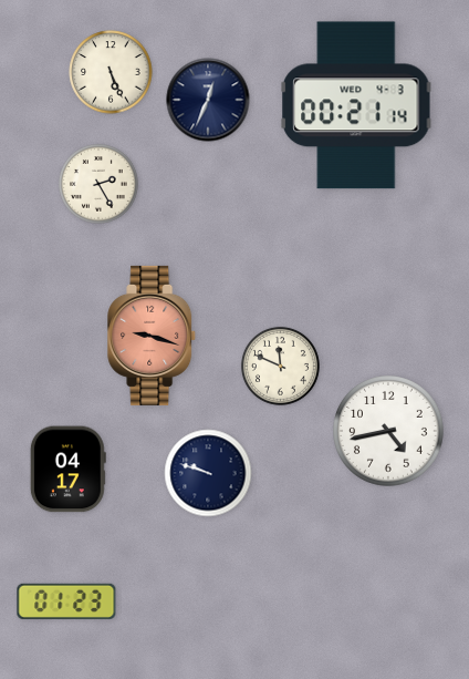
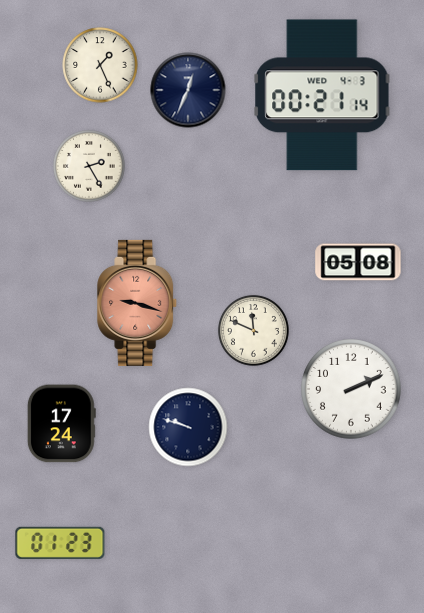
clock at (111, 72): 5:26 -> 1:26
clock at (358, 262): none -> 05:08
clock at (389, 432): 4:43 -> 2:11
clock at (67, 470): 04:17 -> 17:24
